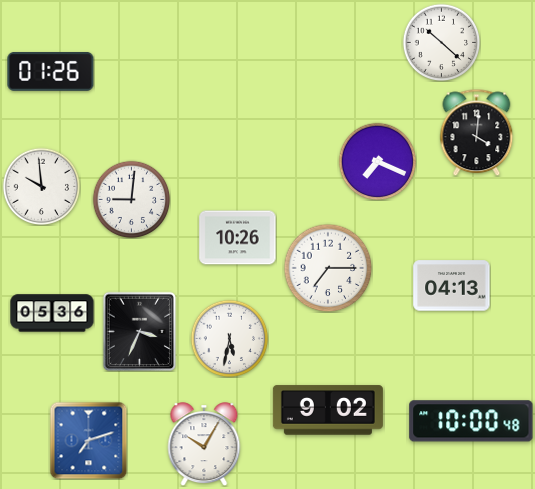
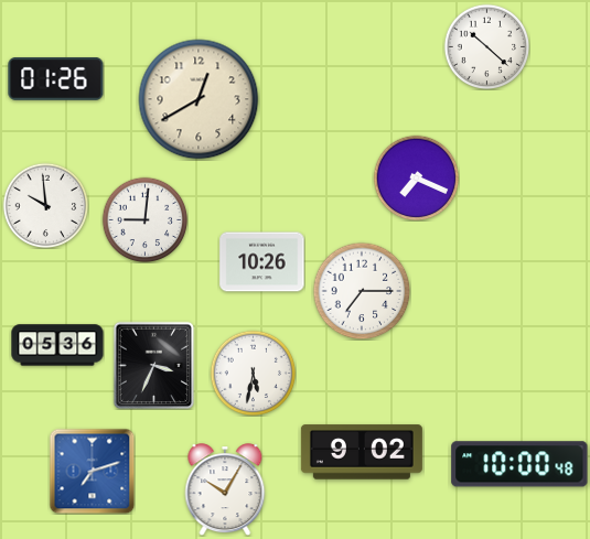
clock at (199, 99): none -> 12:40
clock at (477, 132): 4:01 -> none
clock at (328, 268) position: (328, 268) -> (362, 291)
clock at (452, 286): 04:13 -> none
clock at (88, 440) position: (88, 440) -> (92, 471)
